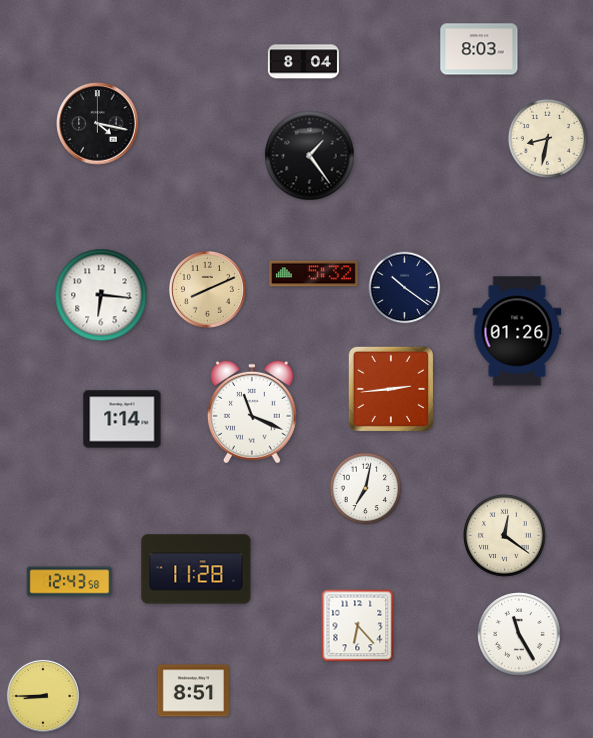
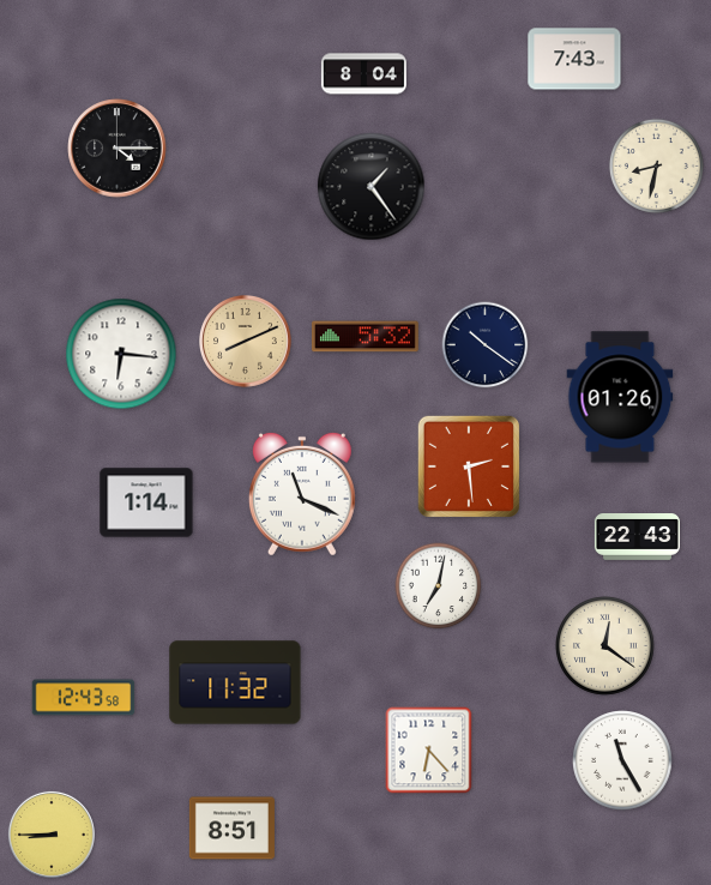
clock at (479, 49): 8:03 -> 7:43
clock at (98, 124): 4:17 -> 4:15
clock at (314, 274) position: (314, 274) -> (366, 337)
clock at (208, 290) position: (208, 290) -> (246, 342)
clock at (390, 388): 2:44 -> 2:29
clock at (637, 537): none -> 22:43
clock at (505, 536) position: (505, 536) -> (605, 646)
clock at (196, 569): 11:28 -> 11:32
